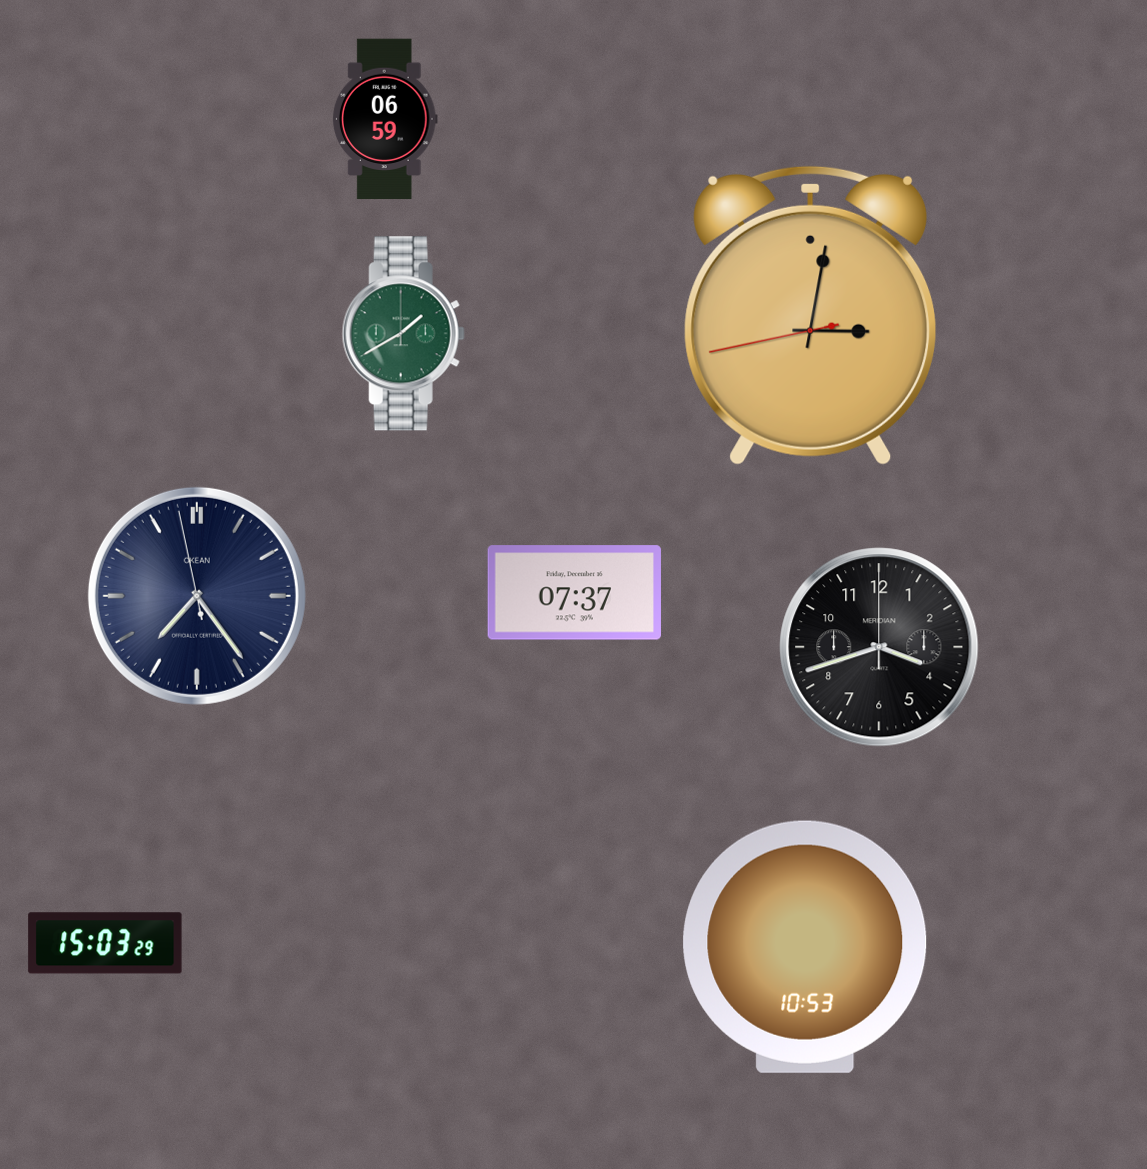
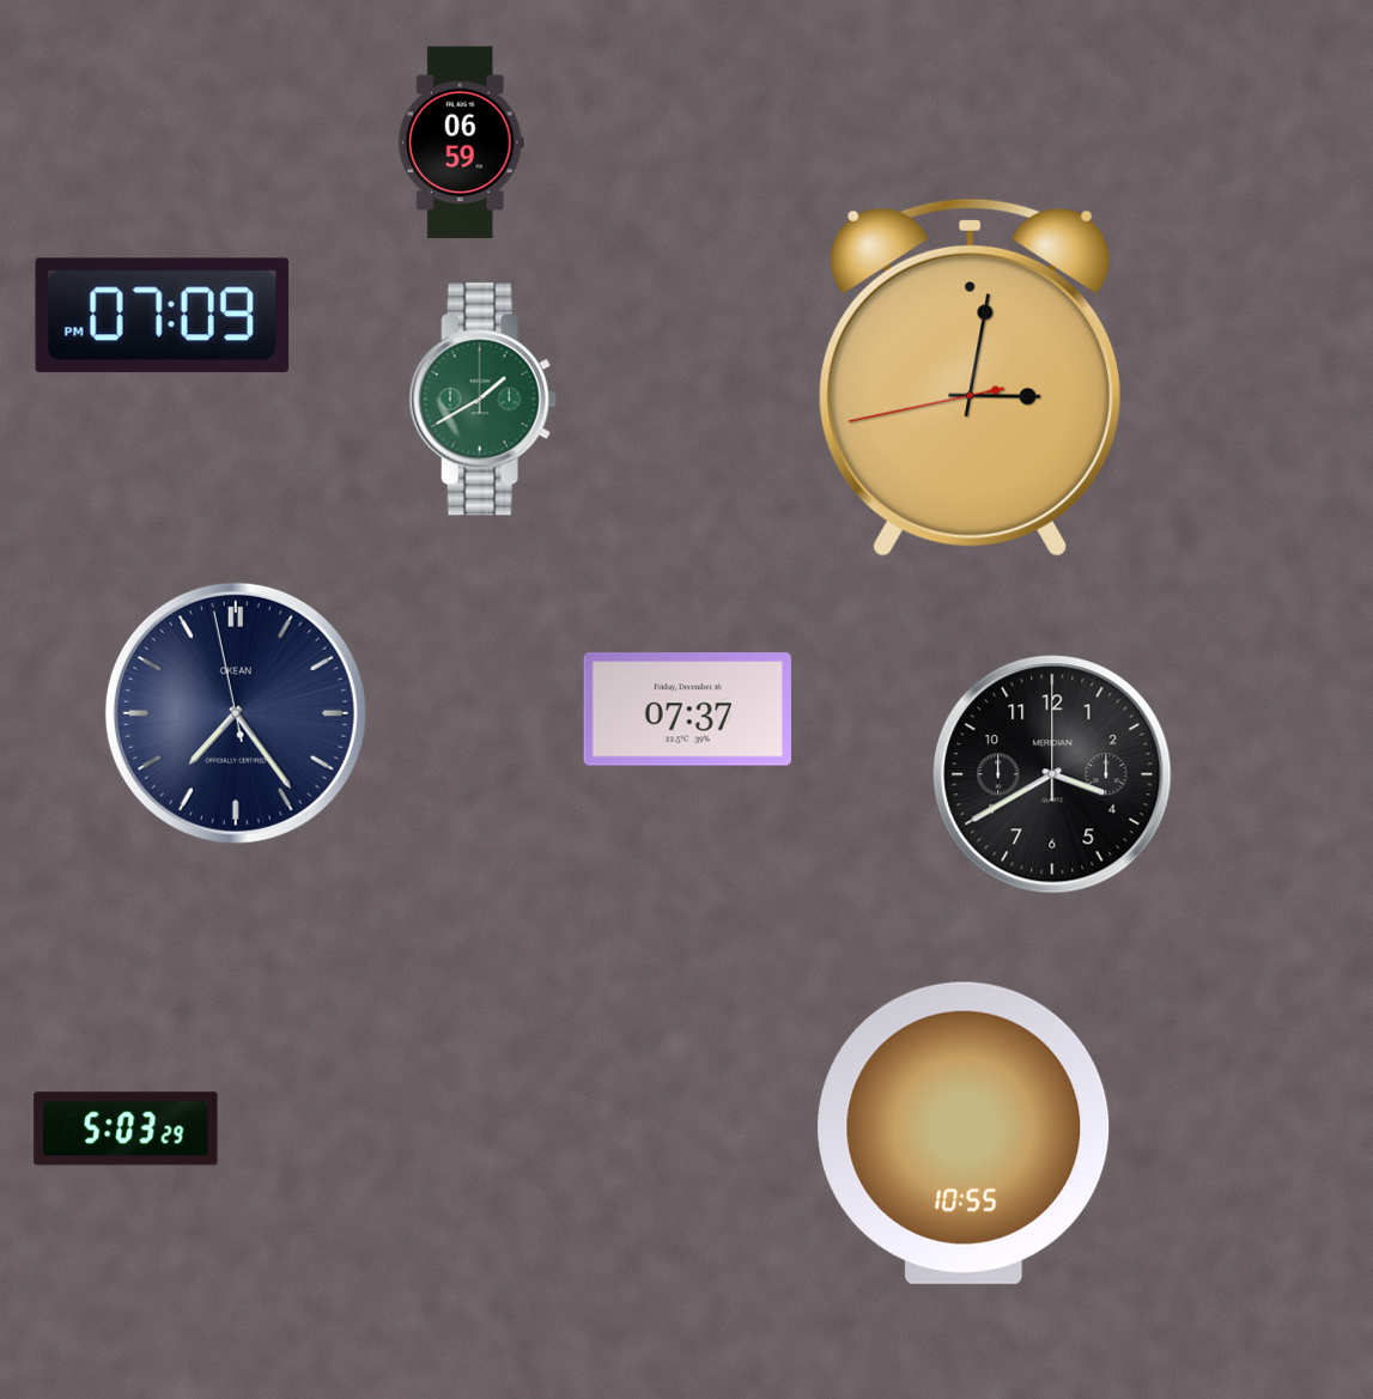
clock at (162, 316): none -> 07:09
clock at (879, 647): 3:42 -> 3:40
clock at (105, 943): 15:03 -> 5:03
clock at (805, 947): 10:53 -> 10:55
